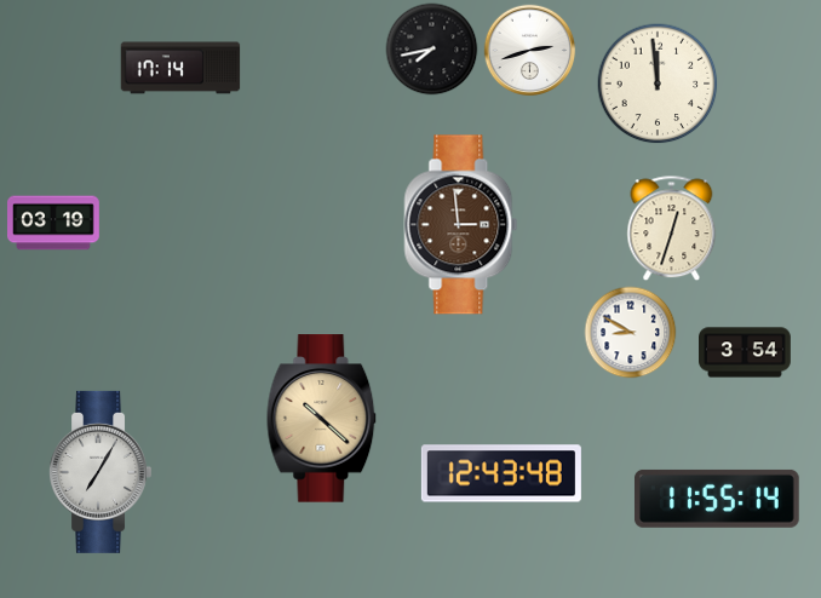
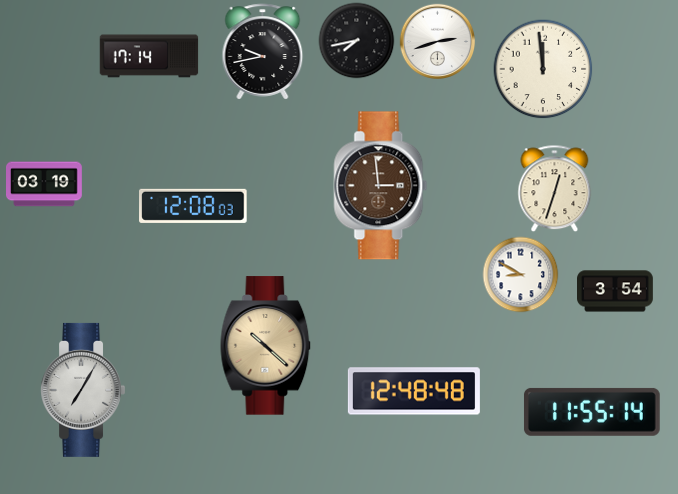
clock at (263, 52): none -> 9:43
clock at (193, 206): none -> 12:08
clock at (501, 473): 12:43 -> 12:48
